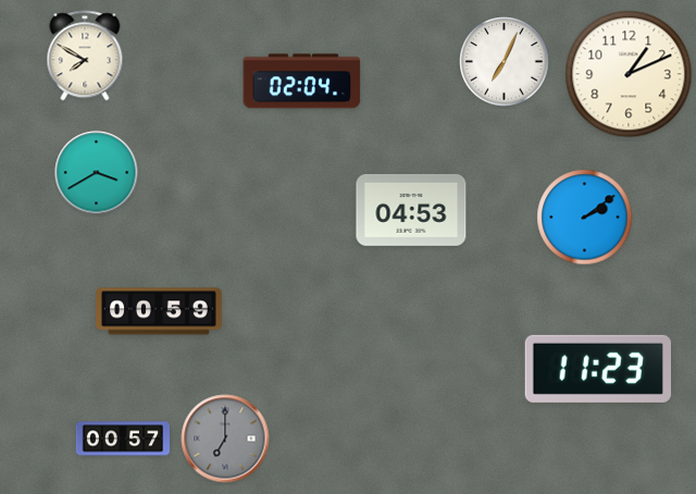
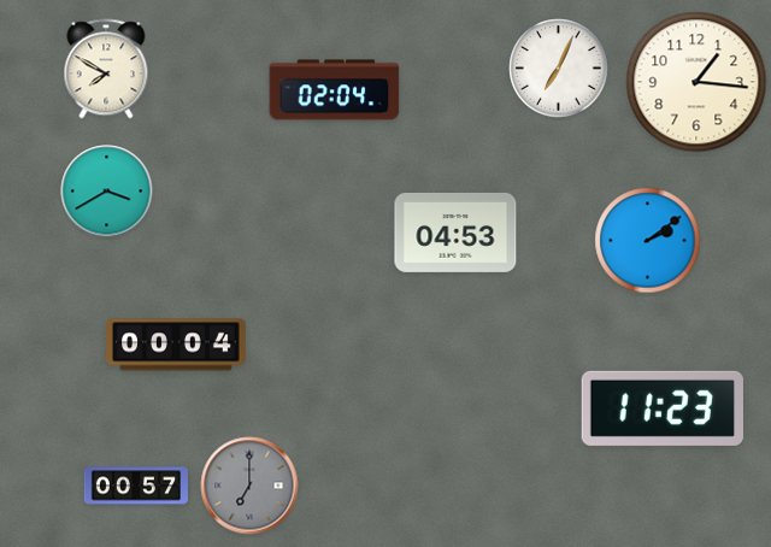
clock at (85, 55) position: (85, 55) -> (106, 69)
clock at (629, 74): 1:11 -> 1:16
clock at (159, 311): 00:59 -> 00:04
